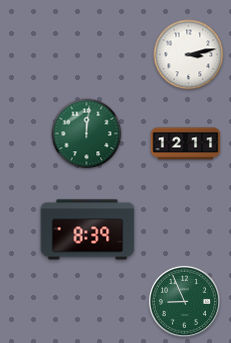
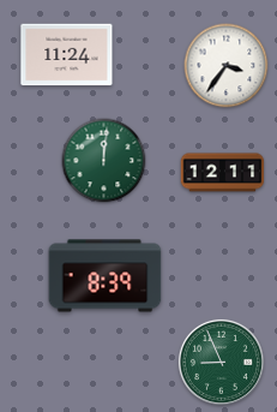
clock at (67, 55): none -> 11:24
clock at (189, 55): 3:13 -> 3:36
